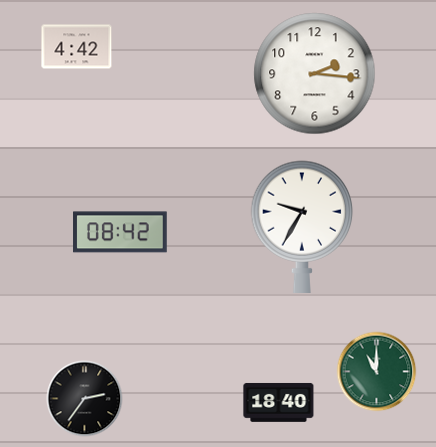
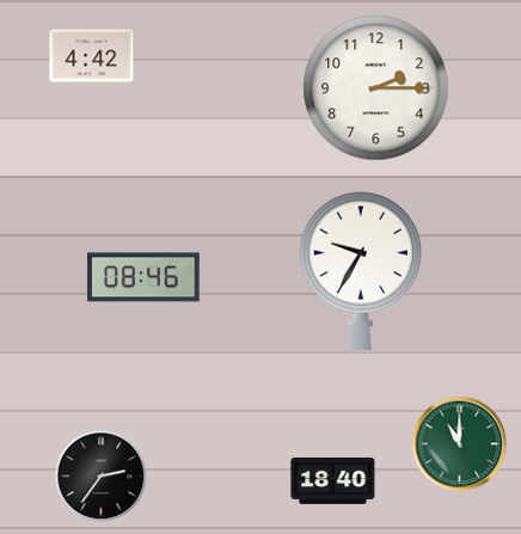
clock at (315, 74): 2:16 -> 2:15
clock at (120, 232): 08:42 -> 08:46
clock at (377, 372) position: (377, 372) -> (460, 444)
